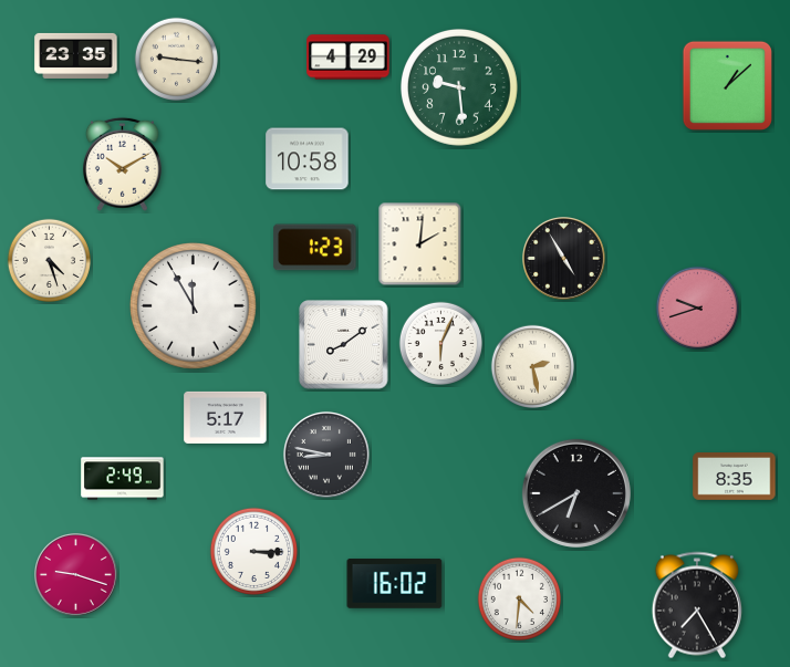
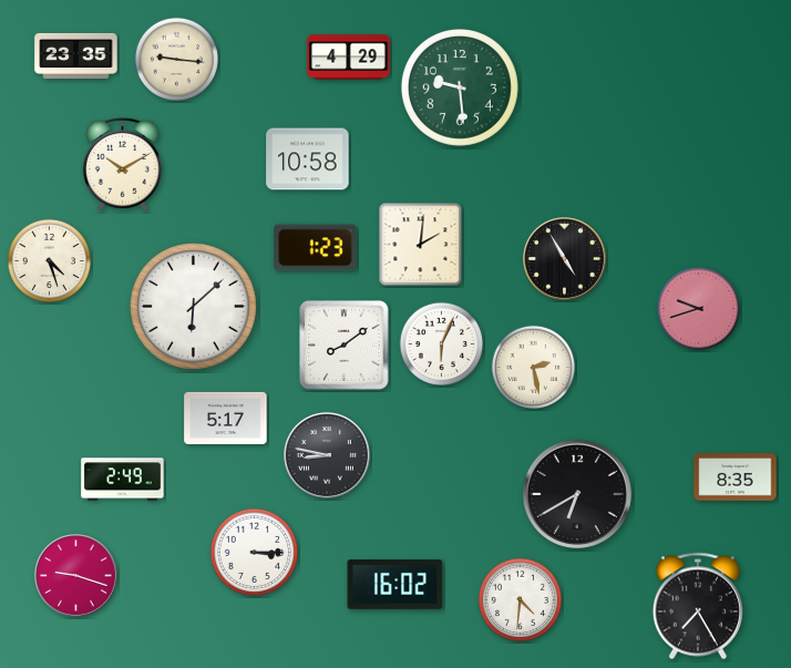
clock at (727, 85): 1:08 -> none
clock at (194, 306): 11:55 -> 6:08
